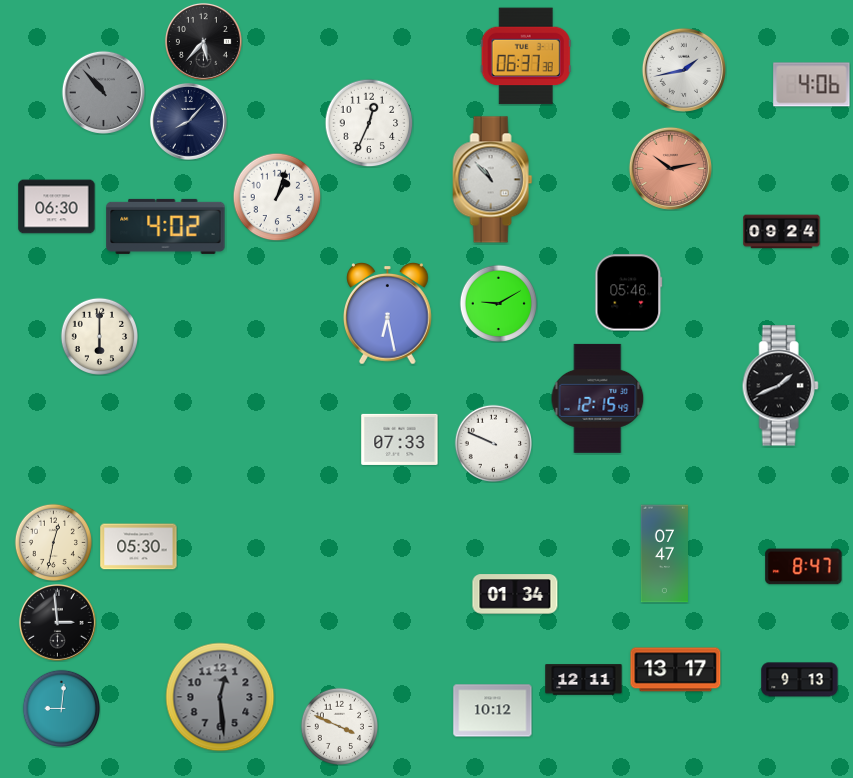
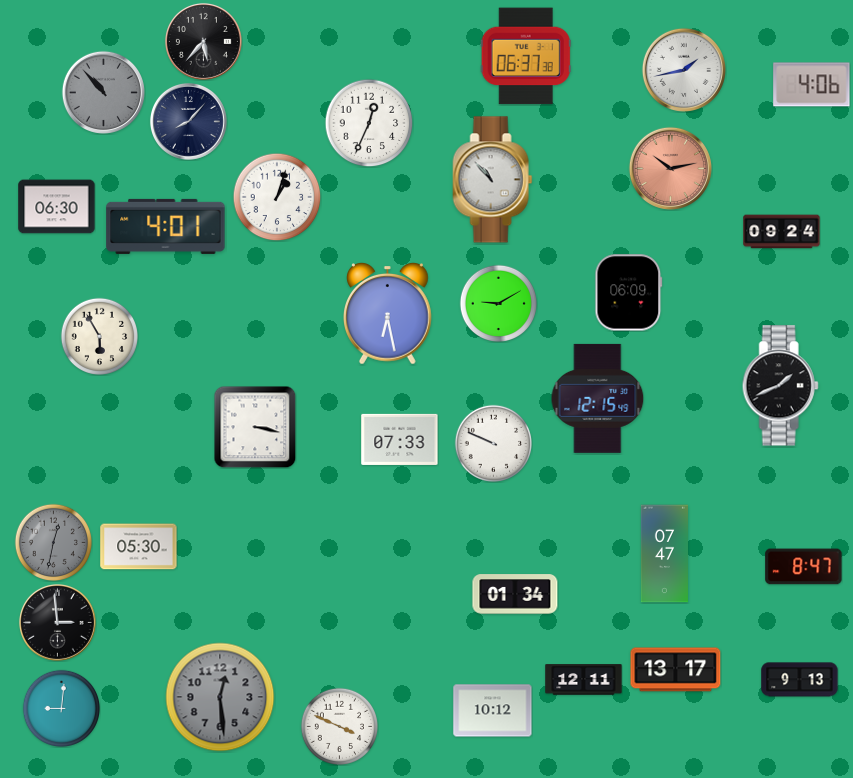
clock at (166, 226): 4:02 -> 4:01
clock at (629, 293): 05:46 -> 06:09
clock at (99, 336): 6:00 -> 5:55
clock at (255, 427): none -> 3:17
clock at (53, 542) dial: cream -> grey
